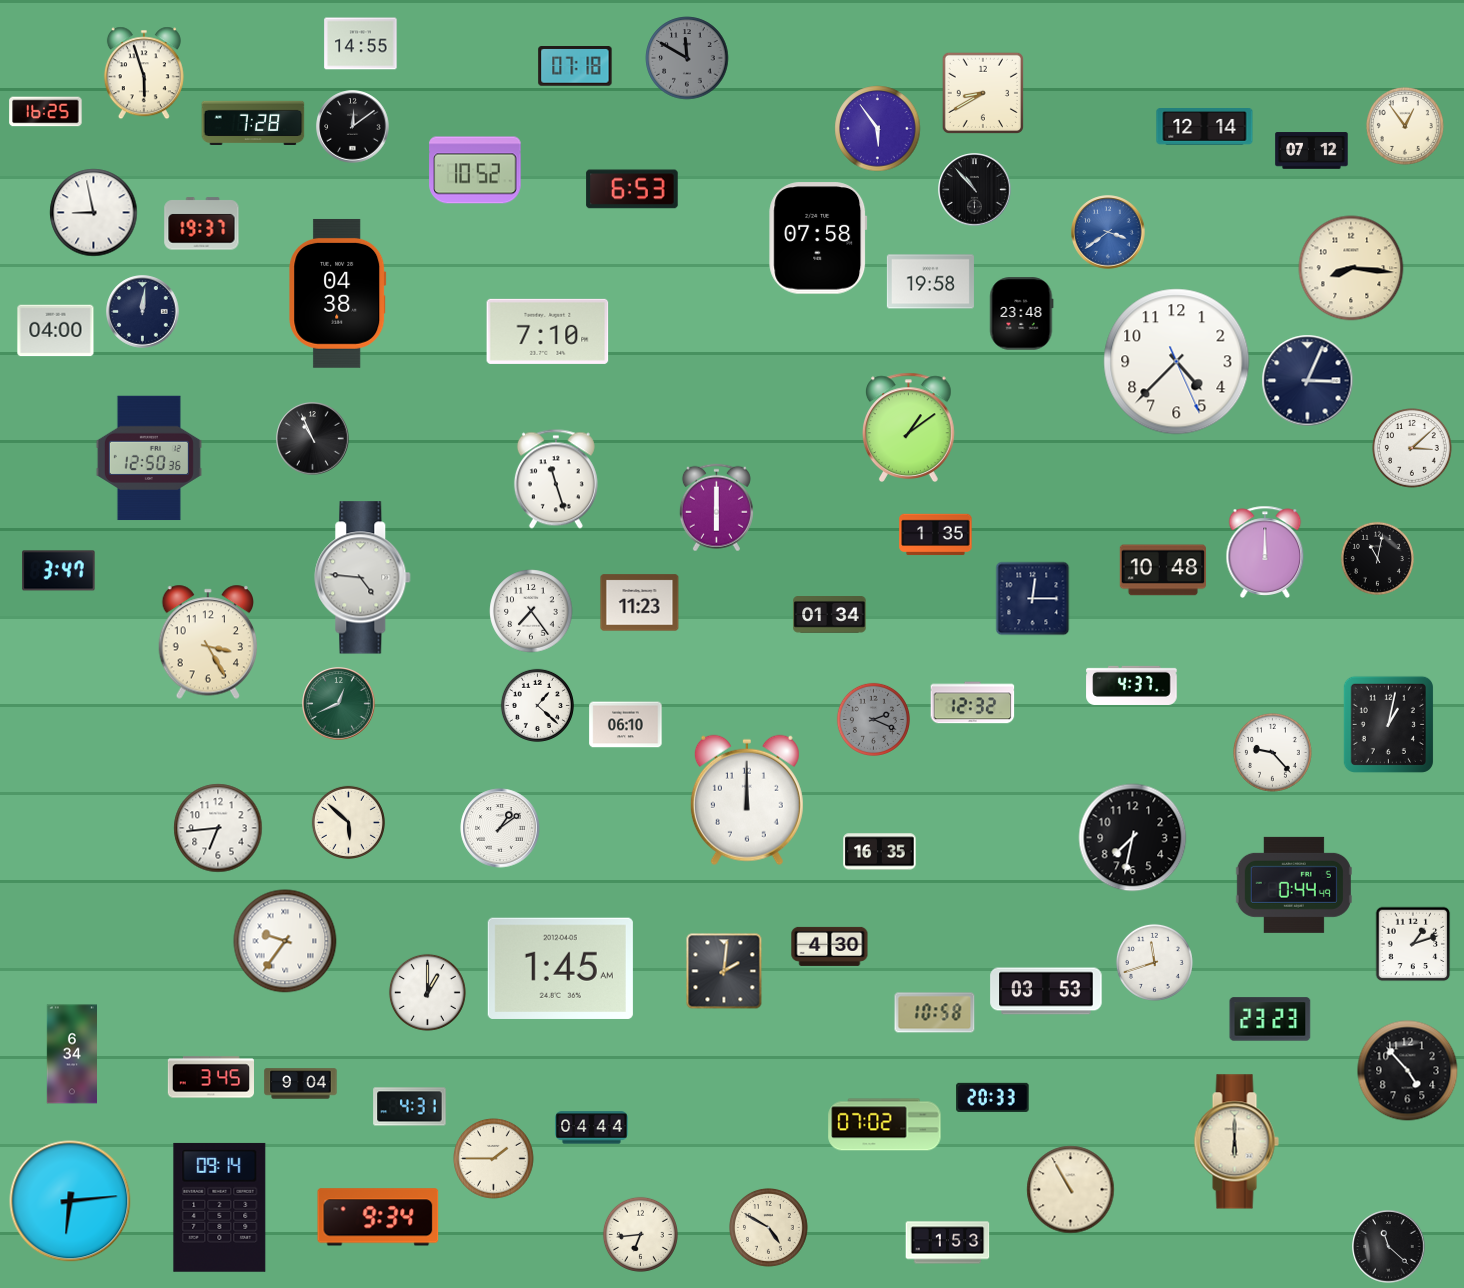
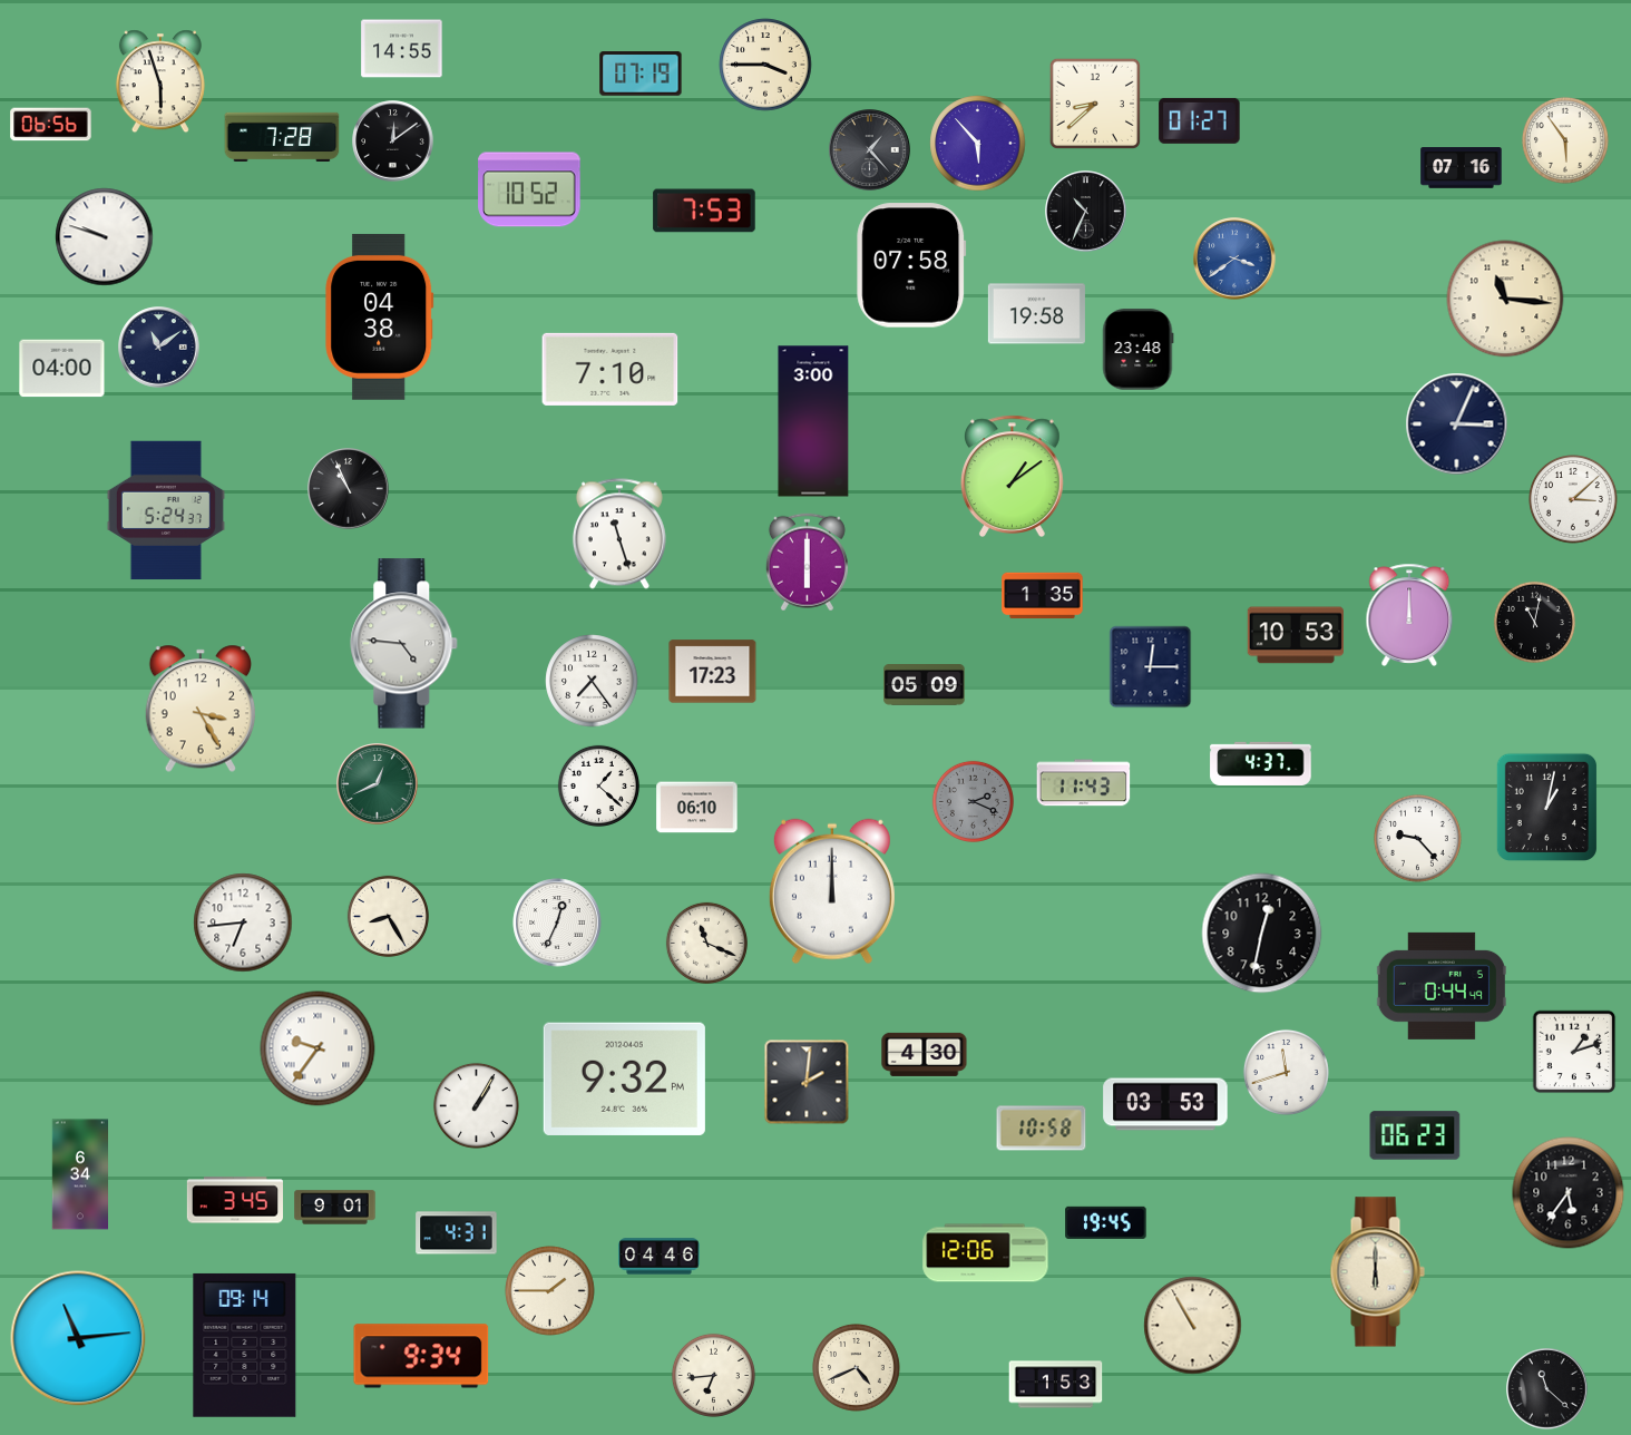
clock at (687, 58): 11:50 -> 3:45
clock at (687, 58) dial: grey -> cream
clock at (575, 67): 07:18 -> 07:19
clock at (983, 93): 8:40 -> 8:38
clock at (1200, 120): none -> 01:27
clock at (46, 112): 16:25 -> 06:56
clock at (1405, 126): 12:54 -> 5:54
clock at (1205, 127): 12:14 -> none
clock at (878, 129): 5:54 -> 5:53
clock at (870, 150): none -> 1:23
clock at (1312, 151): 07:12 -> 07:16
clock at (632, 189): 6:53 -> 7:53
clock at (975, 190): 10:53 -> 10:34
clock at (94, 213): 8:58 -> 9:48
clock at (202, 224): 19:37 -> none
clock at (1351, 268): 8:16 -> 11:16
clock at (338, 293) position: (338, 293) -> (380, 316)
clock at (143, 312): 12:01 -> 11:09
clock at (1177, 362): 4:37 -> none
clock at (813, 421): none -> 3:00
clock at (149, 458): 12:50 -> 5:24
clock at (716, 508) position: (716, 508) -> (807, 563)
clock at (1163, 570): 10:48 -> 10:53
clock at (59, 571): 3:47 -> none
clock at (640, 603): 11:23 -> 17:23
clock at (830, 615): 01:34 -> 05:09
clock at (207, 642) position: (207, 642) -> (199, 709)
clock at (973, 703): 12:32 -> 11:43
clock at (348, 822): 5:52 -> 8:25
clock at (500, 828): 1:09 -> 12:34
clock at (1133, 838): 7:32 -> 12:32
clock at (706, 943): none -> 11:19
clock at (880, 852): 16:35 -> none
clock at (560, 968): 1:45 -> 9:32
clock at (427, 992): 1:00 -> 1:05
clock at (1270, 1019): 23:23 -> 06:23
clock at (1408, 1071): 4:53 -> 5:36
clock at (301, 1084): 9:04 -> 9:01
clock at (993, 1097): 20:33 -> 19:45
clock at (885, 1125): 07:02 -> 12:06
clock at (592, 1128): 04:44 -> 04:46
clock at (70, 1201): 6:14 -> 11:14
clock at (769, 1228): 4:50 -> 4:41
